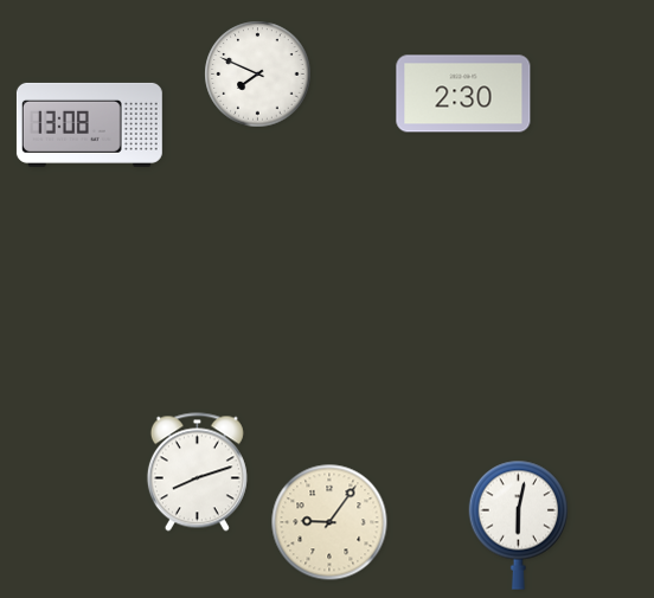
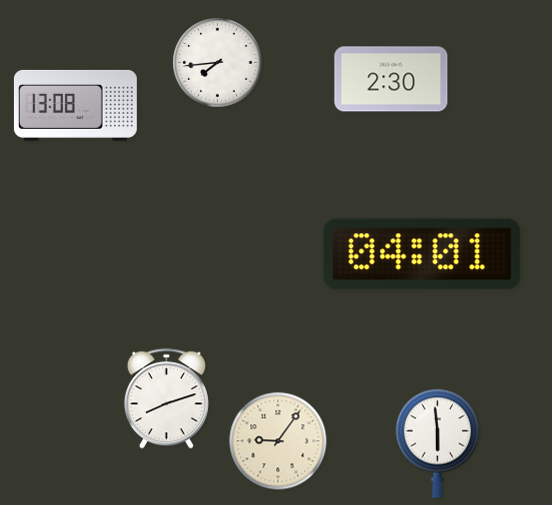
clock at (258, 75): 7:49 -> 7:44
clock at (422, 254): none -> 04:01
clock at (519, 525): 6:02 -> 5:59
